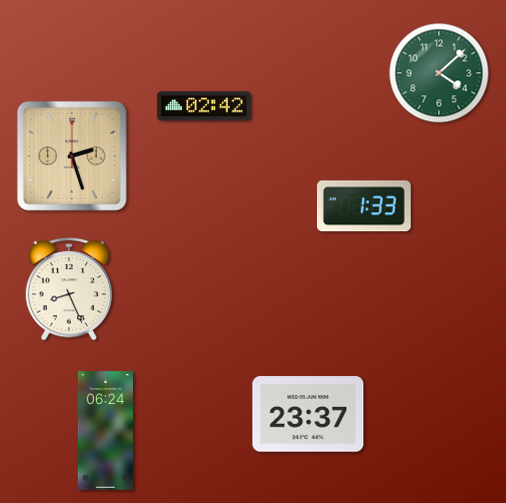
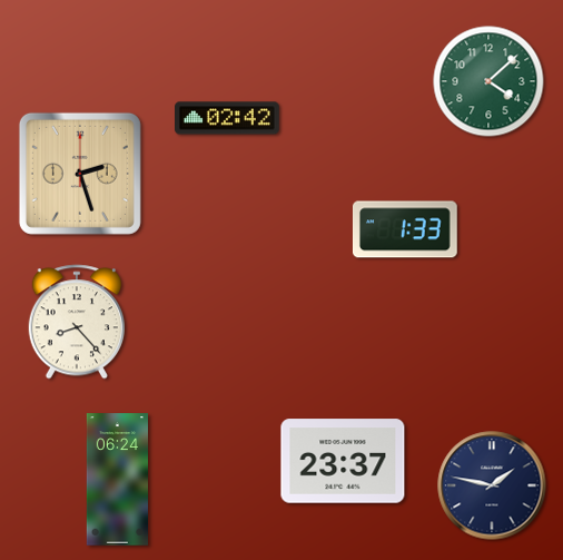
clock at (68, 289): 8:26 -> 8:23
clock at (492, 485): none -> 1:47
